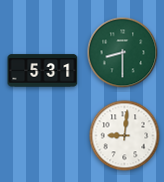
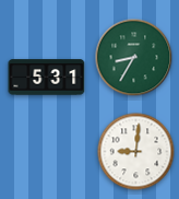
clock at (123, 53): 8:30 -> 8:35
clock at (125, 136) position: (125, 136) -> (136, 152)
